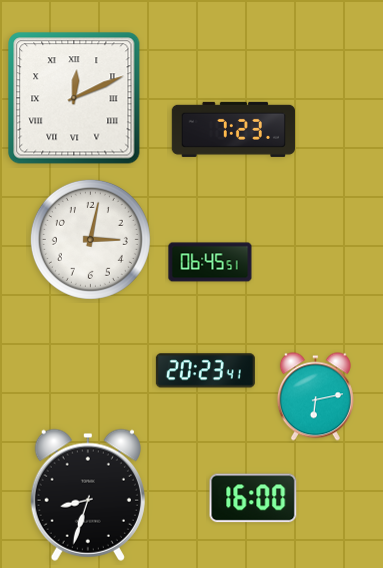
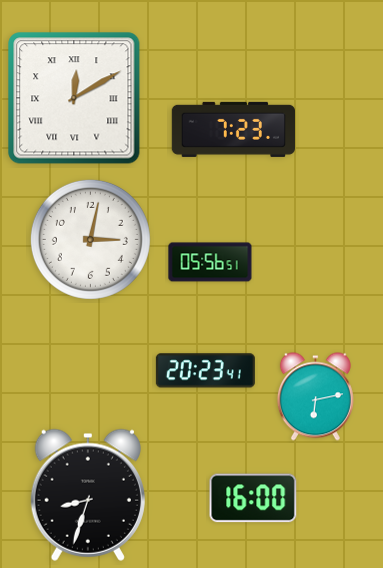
clock at (74, 98): 12:11 -> 12:10
clock at (210, 262): 06:45 -> 05:56
